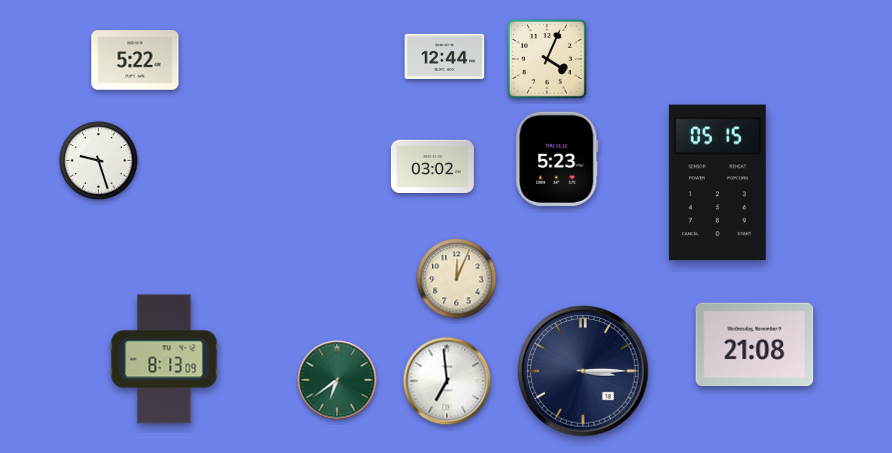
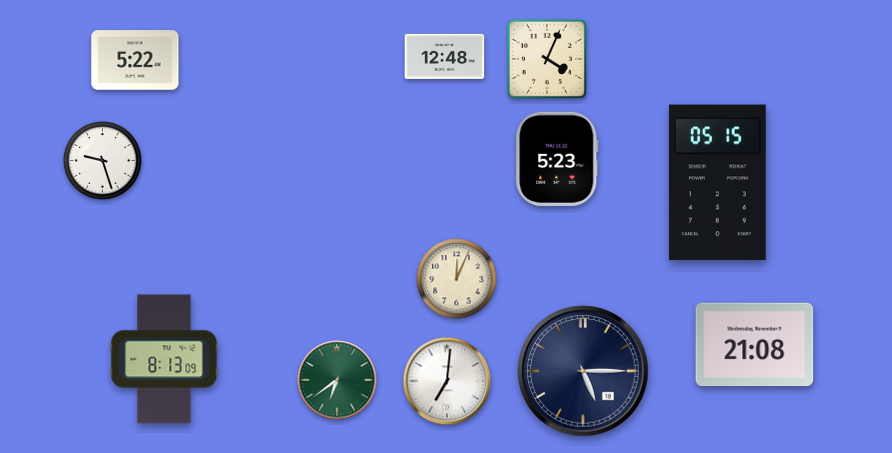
clock at (445, 56): 12:44 -> 12:48
clock at (99, 161) position: (99, 161) -> (103, 161)
clock at (432, 166): 03:02 -> none
clock at (583, 371): 3:15 -> 5:15
clock at (447, 381): 6:59 -> 7:01
